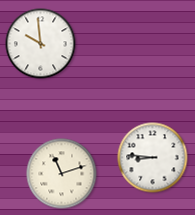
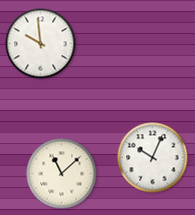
clock at (153, 158): 8:46 -> 10:04
clock at (62, 174): 11:12 -> 11:08
